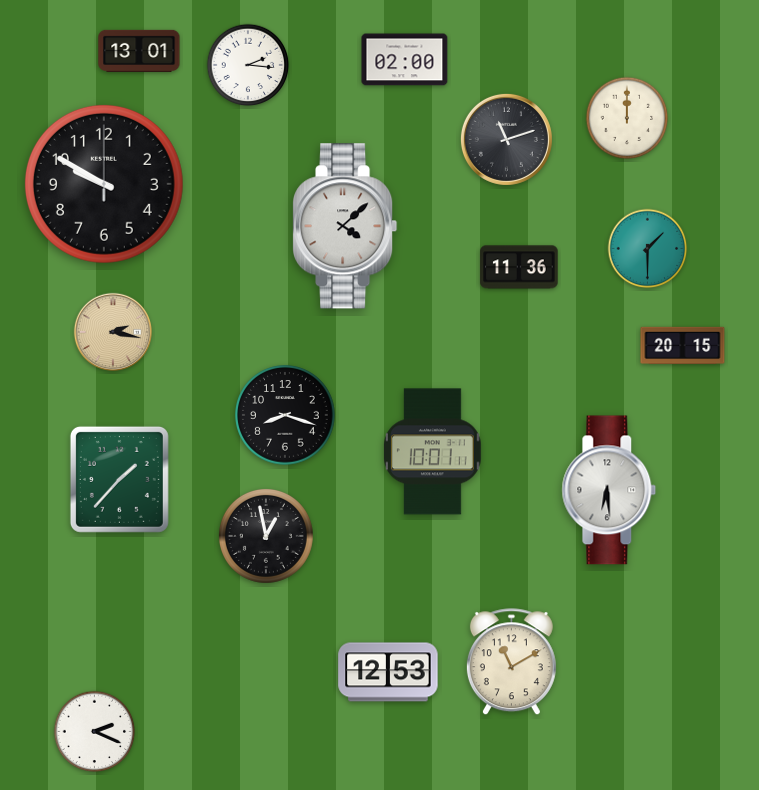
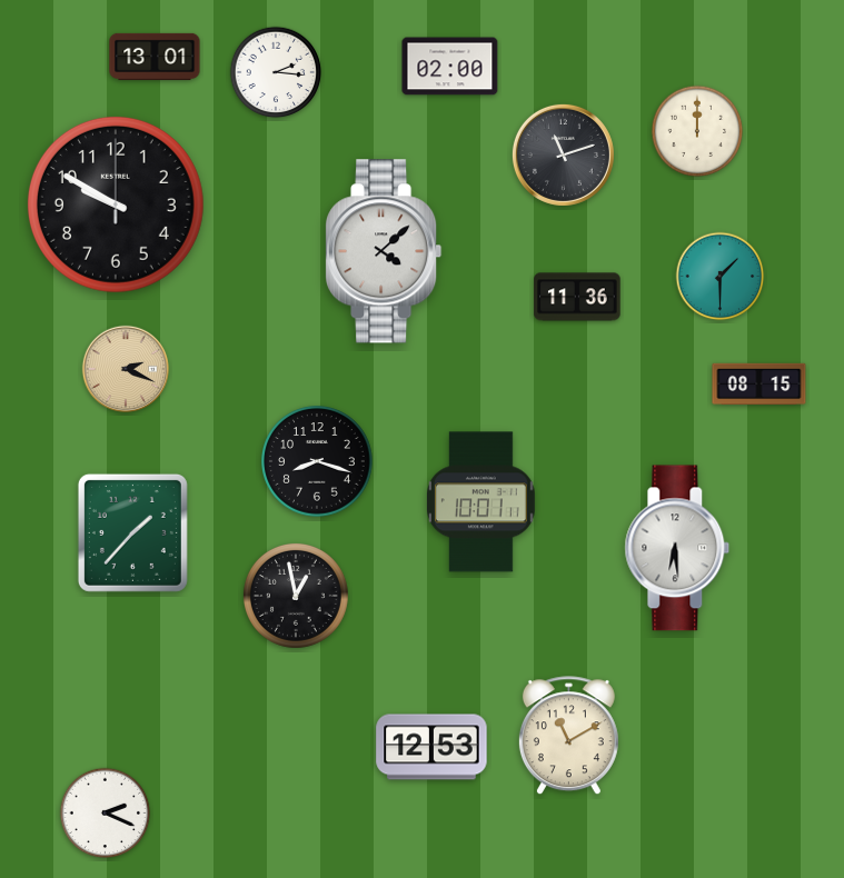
clock at (112, 331): 2:17 -> 2:19
clock at (683, 346): 20:15 -> 08:15
clock at (609, 490) position: (609, 490) -> (677, 548)
